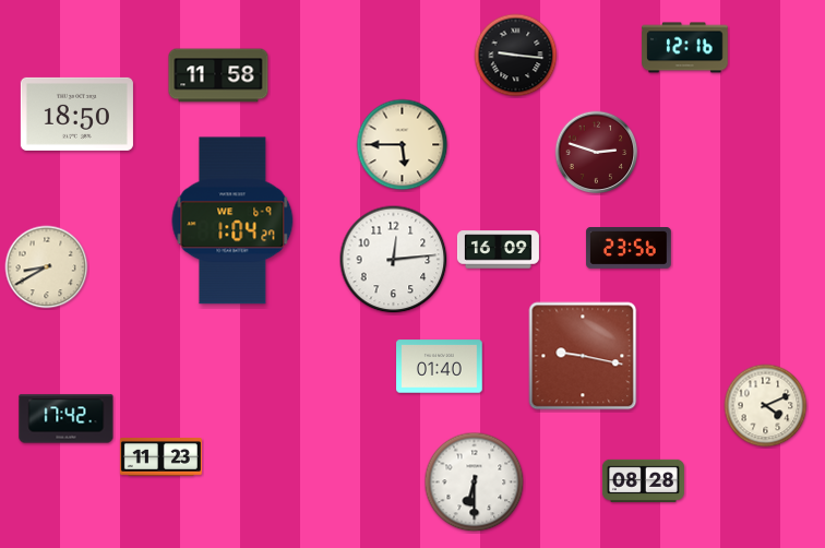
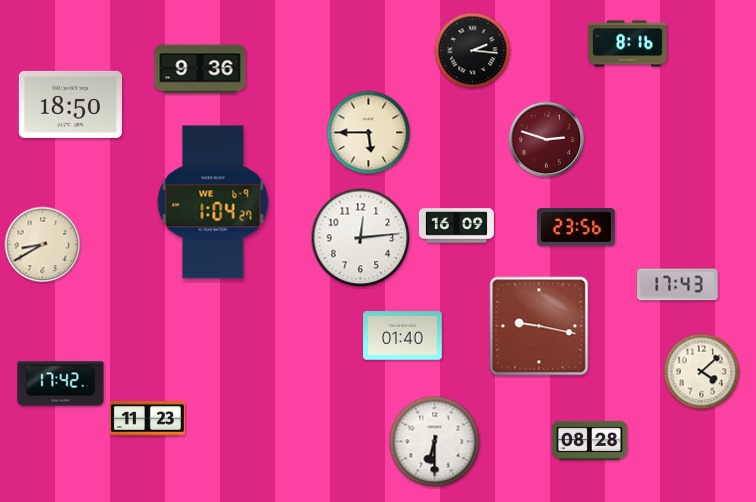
clock at (685, 48): 12:16 -> 8:16
clock at (516, 56): 9:16 -> 2:16
clock at (218, 75): 11:58 -> 9:36
clock at (498, 250) position: (498, 250) -> (456, 226)
clock at (678, 285): none -> 17:43
clock at (583, 356) position: (583, 356) -> (539, 326)
clock at (766, 406): 4:11 -> 4:08
